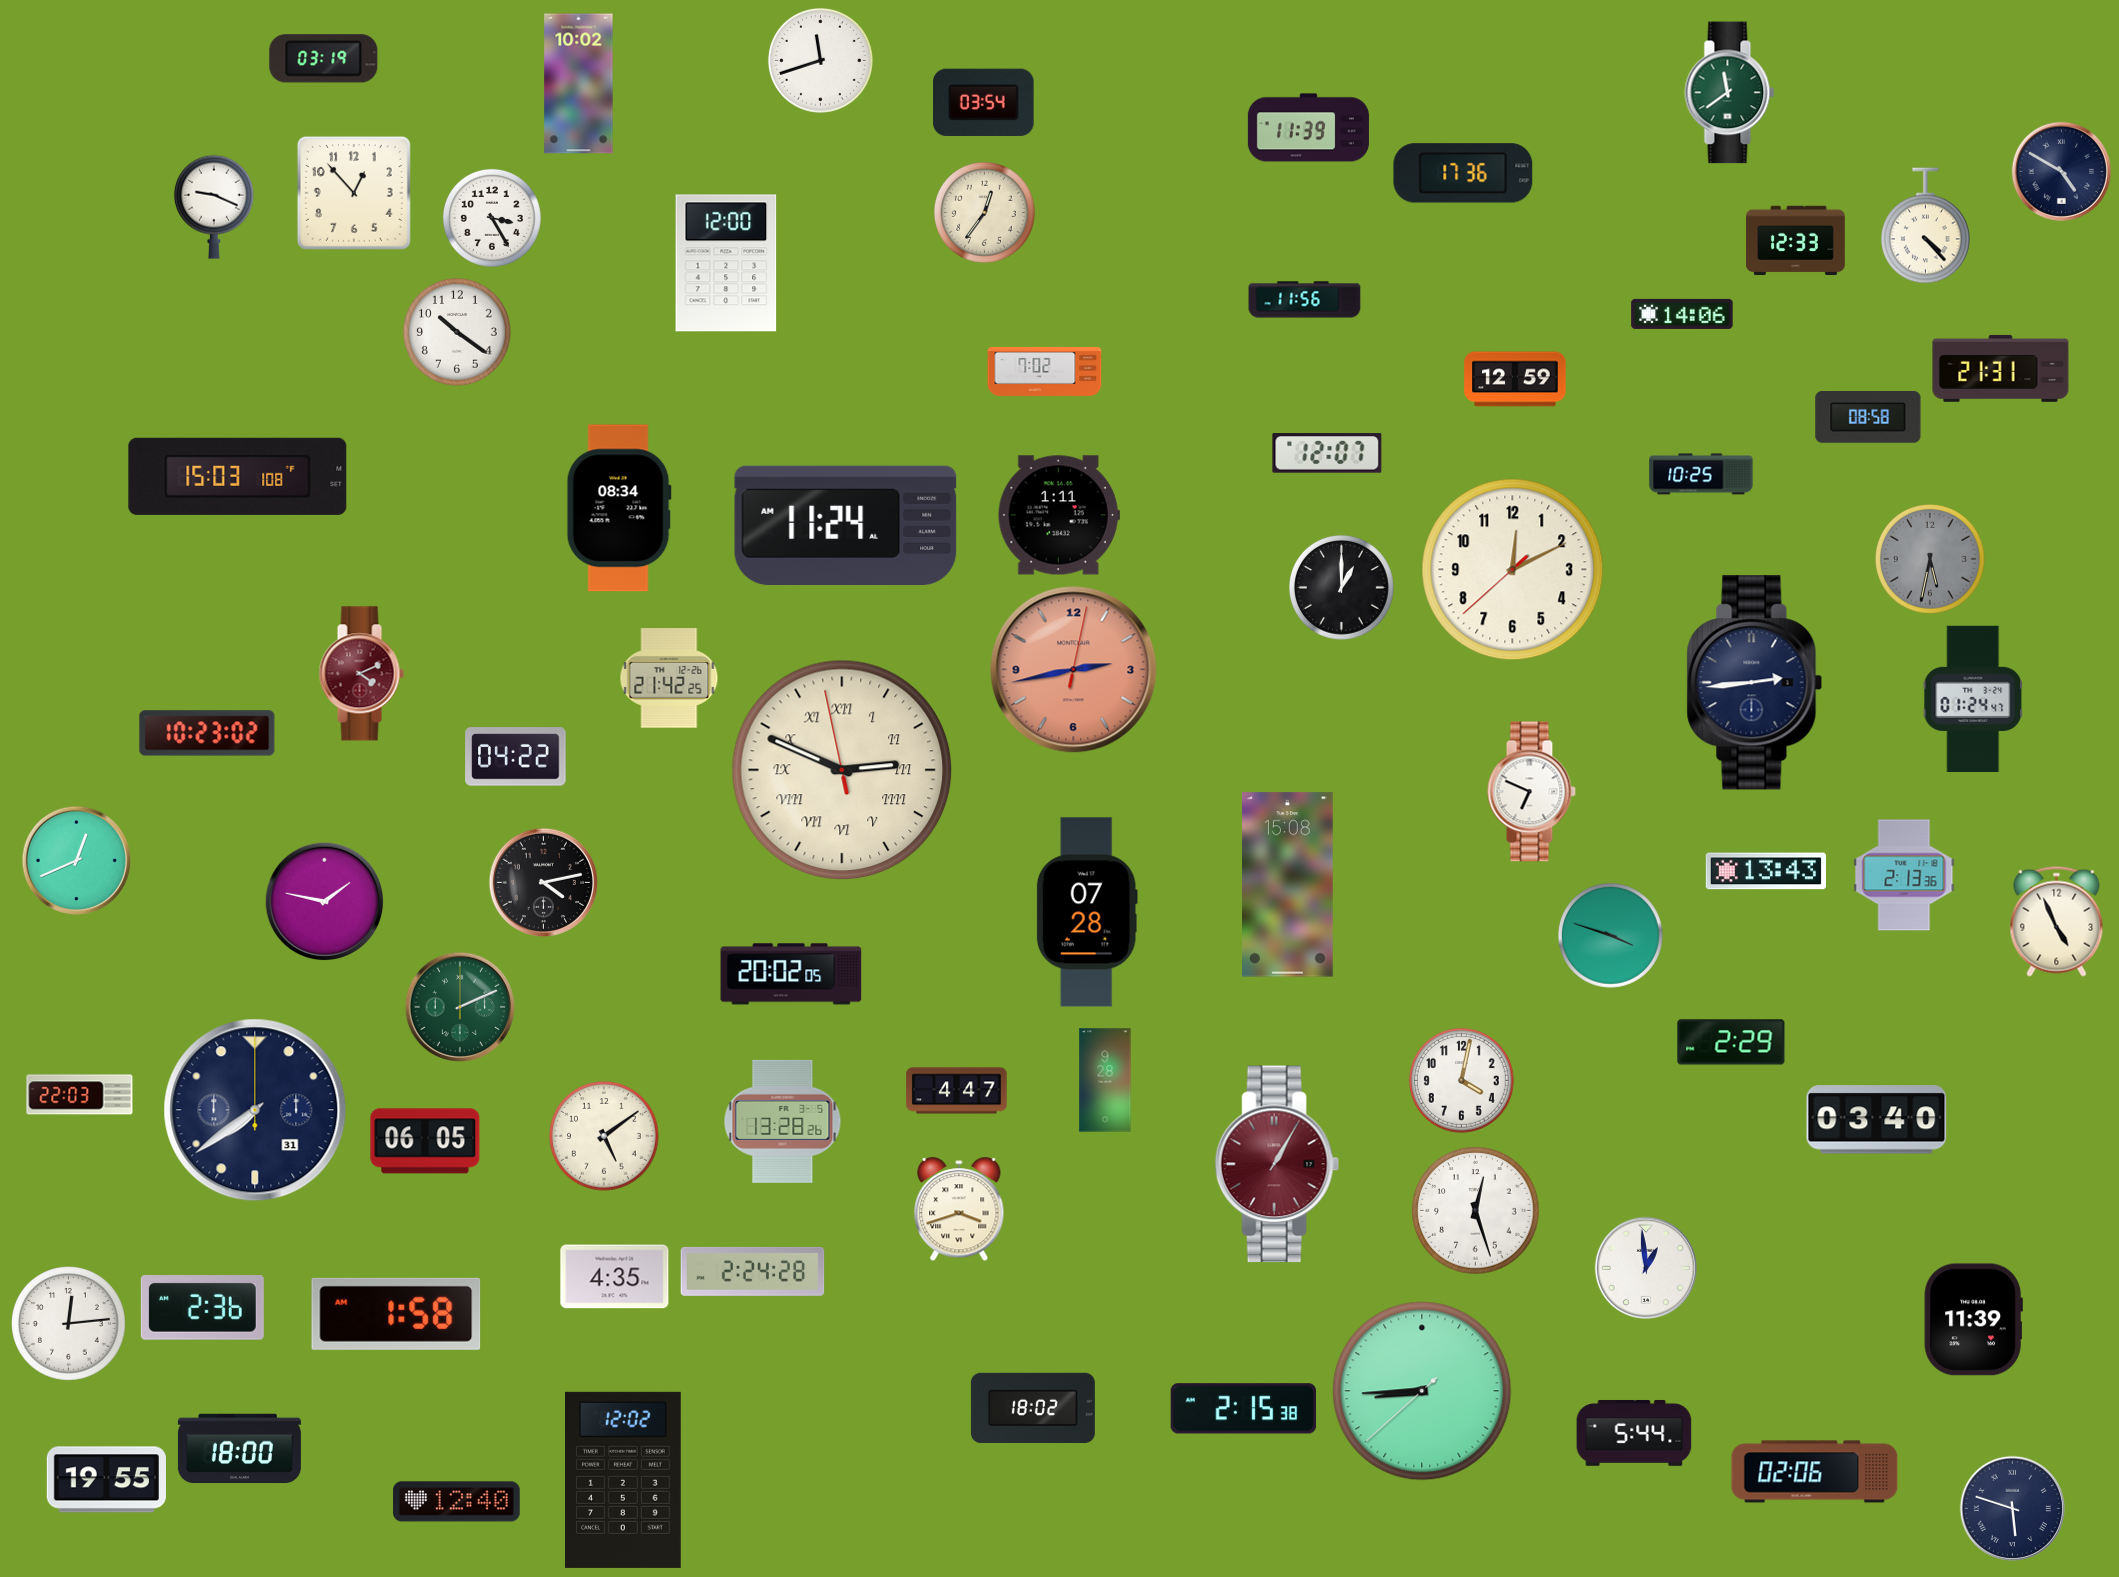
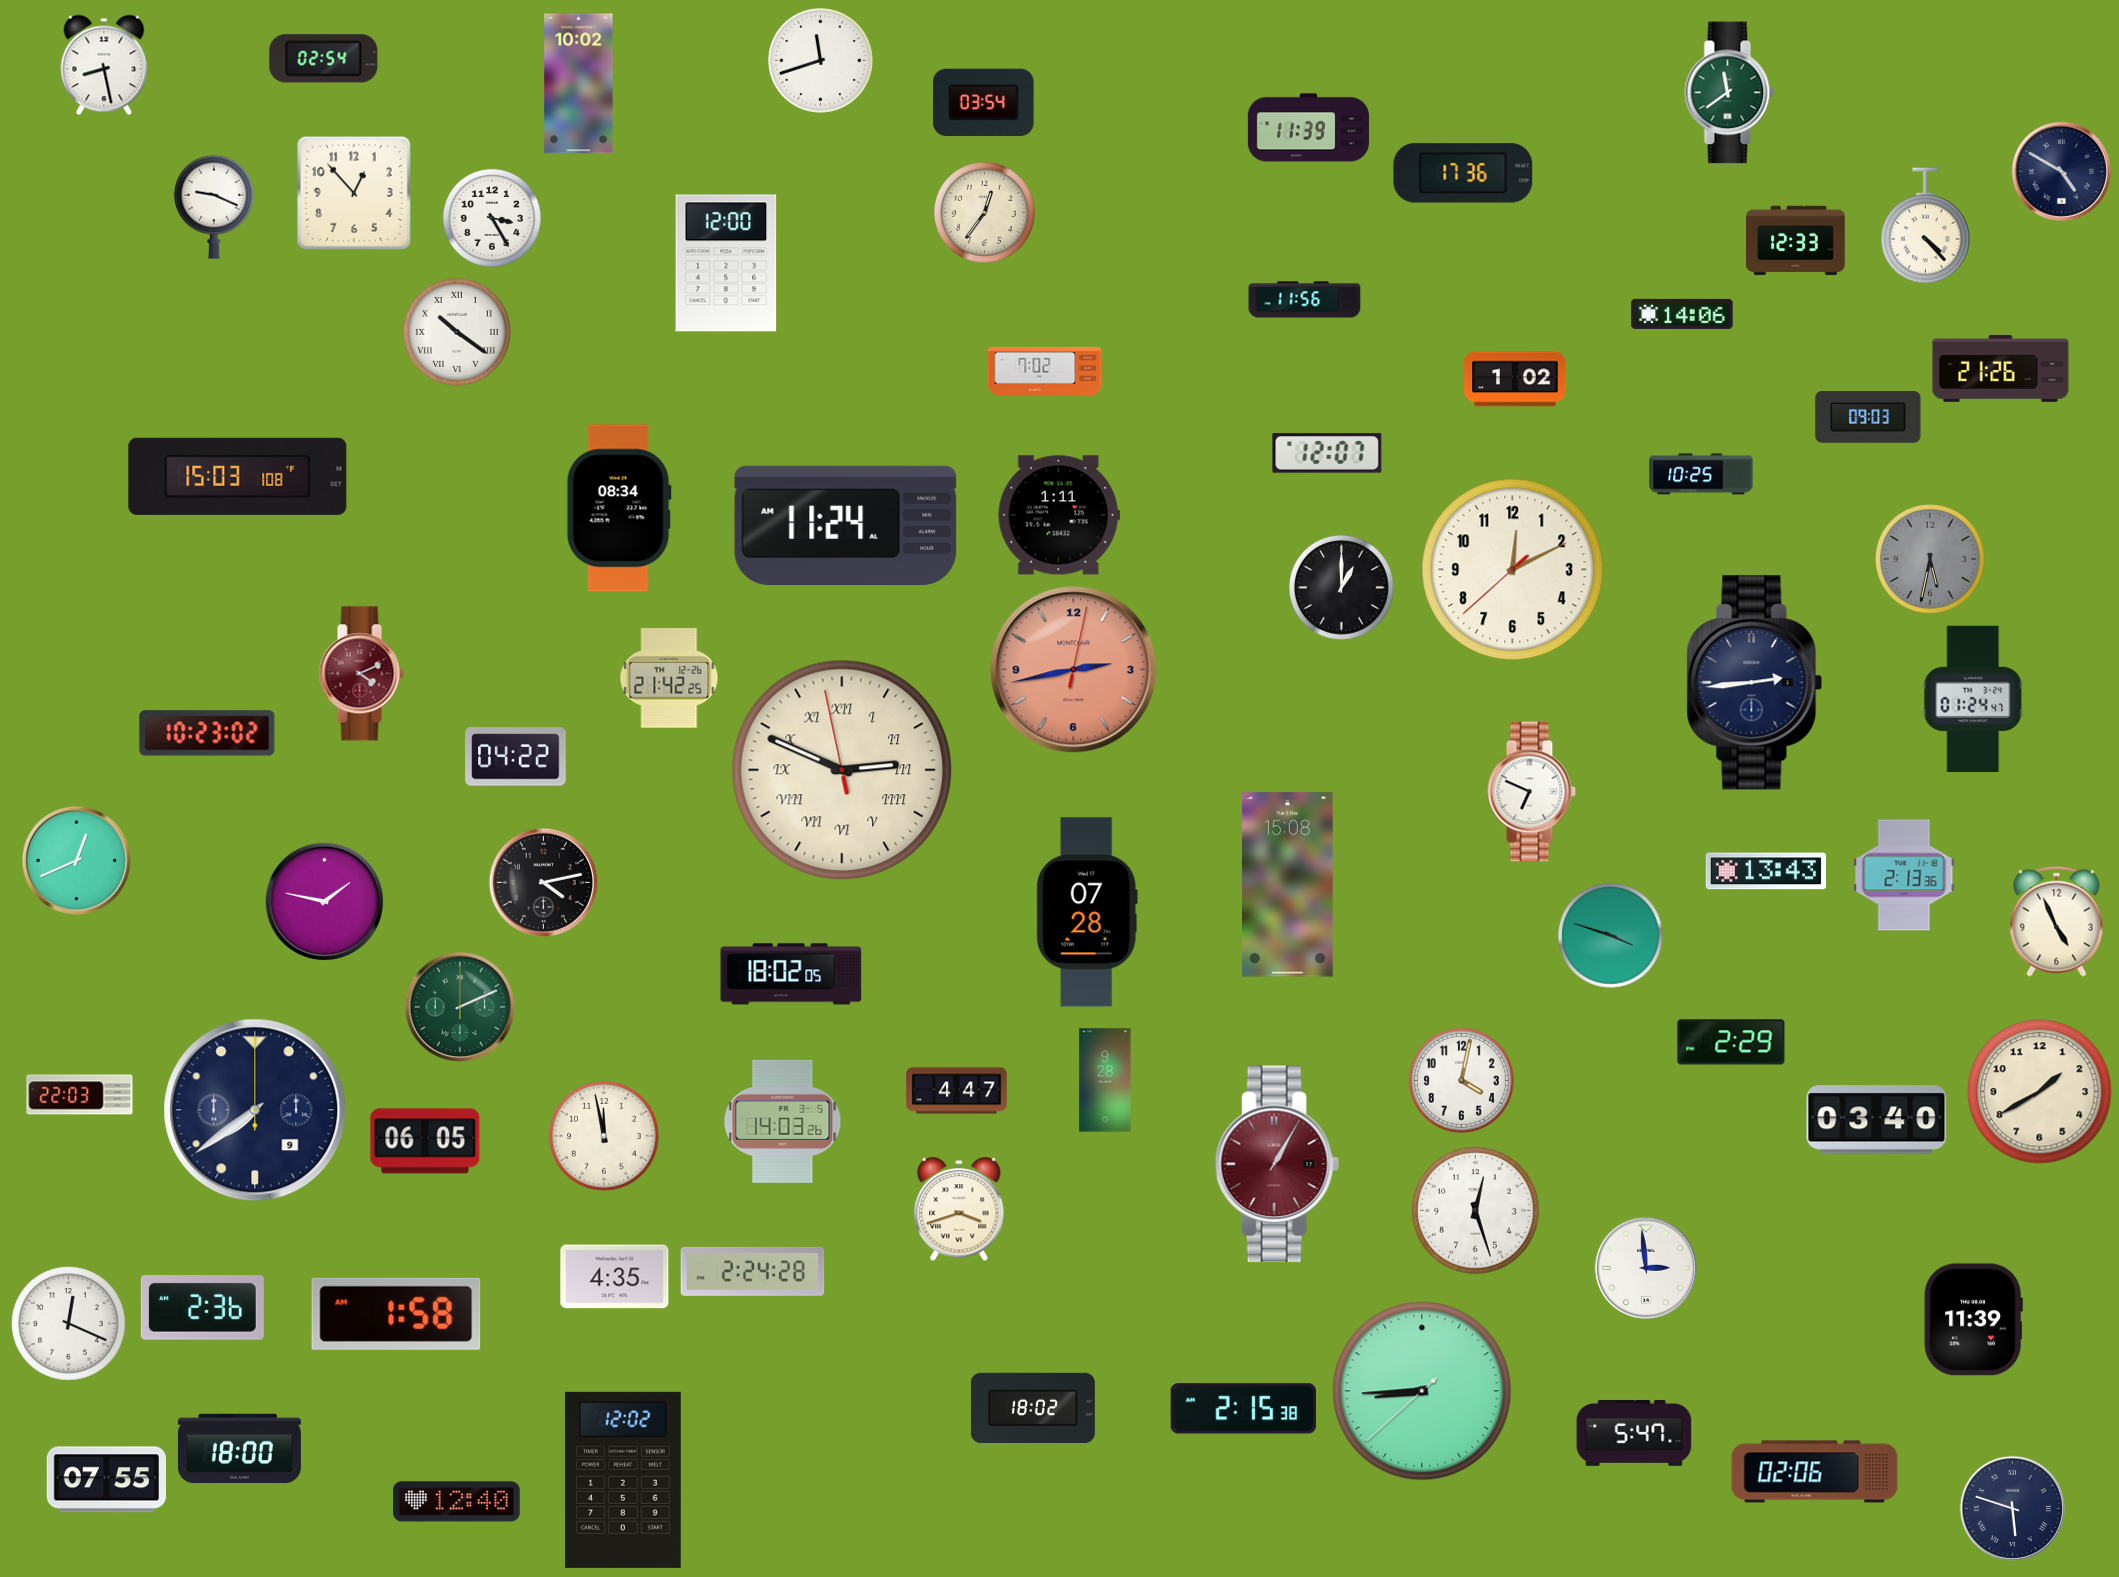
clock at (324, 59): 03:19 -> 02:54
clock at (104, 65): none -> 8:28
clock at (458, 333) numerals: Arabic -> Roman
clock at (2001, 368): 21:31 -> 21:26
clock at (1515, 379): 12:59 -> 1:02
clock at (1868, 418): 08:58 -> 09:03
clock at (791, 974): 20:02 -> 18:02
clock at (2040, 1092): none -> 1:40
clock at (255, 1110) date: 31 -> 9
clock at (783, 1121): 13:28 -> 14:03
clock at (605, 1137): 5:09 -> 11:58
clock at (1646, 1268): 12:59 -> 2:59
clock at (69, 1324): 12:14 -> 12:19
clock at (1634, 1433): 5:44 -> 5:47
clock at (106, 1480): 19:55 -> 07:55
